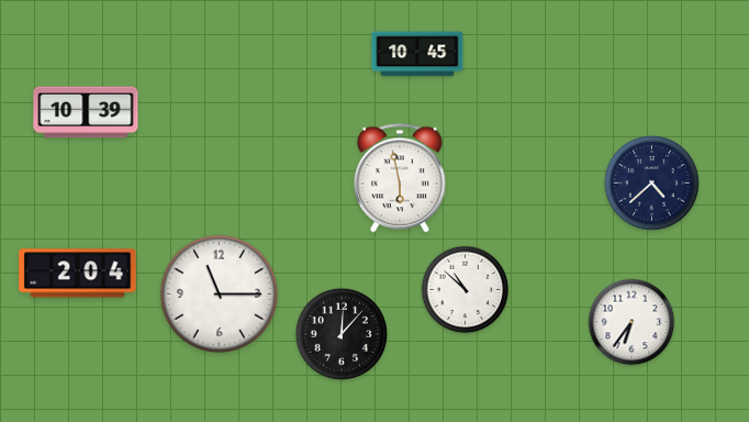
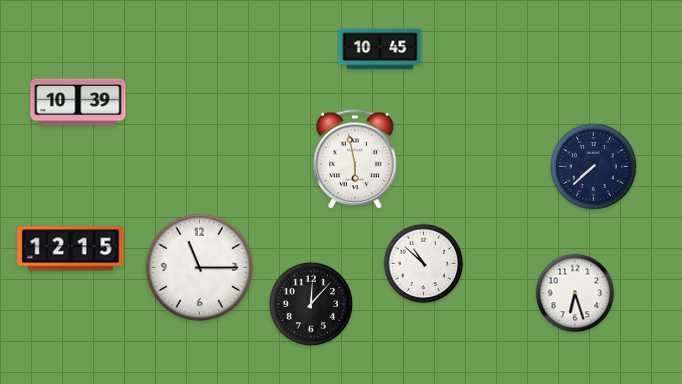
clock at (401, 178) position: (401, 178) -> (356, 159)
clock at (651, 182): 4:38 -> 7:38
clock at (78, 274): 2:04 -> 12:15
clock at (631, 322): 6:36 -> 6:27
